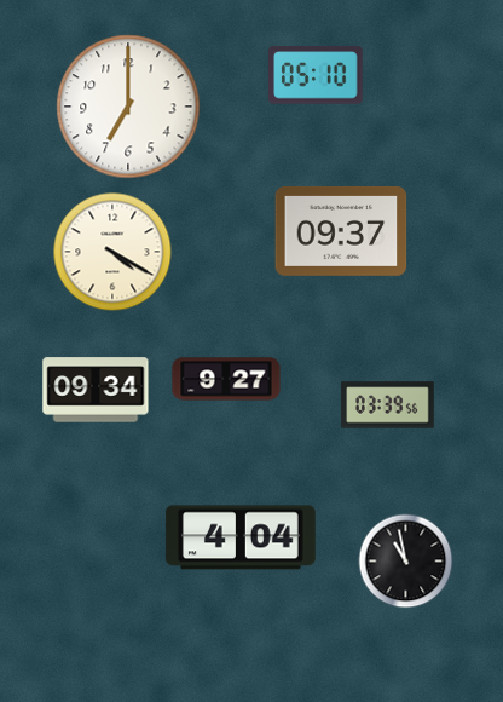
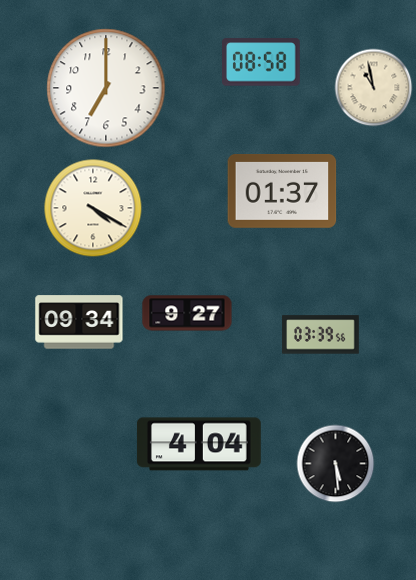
clock at (317, 75): 05:10 -> 08:58
clock at (373, 87): none -> 10:58
clock at (341, 232): 09:37 -> 01:37
clock at (405, 560): 10:58 -> 5:29
